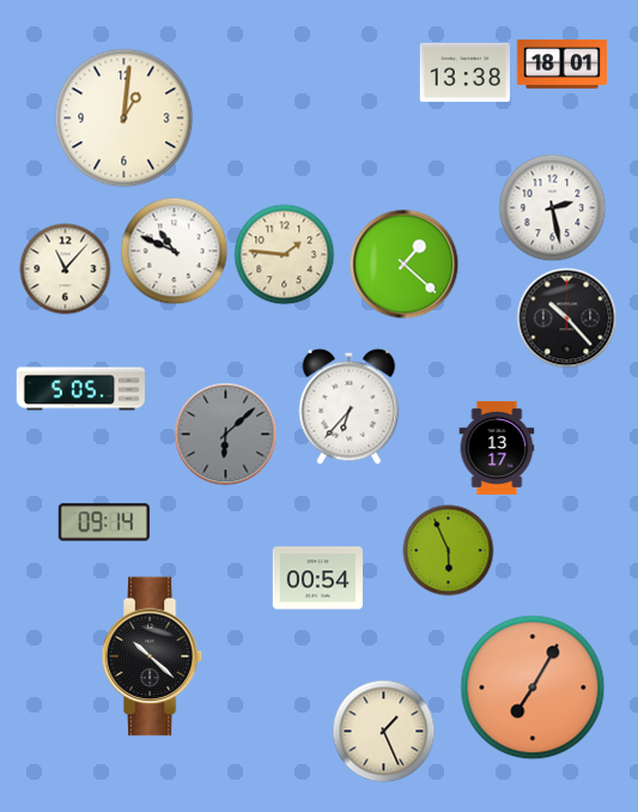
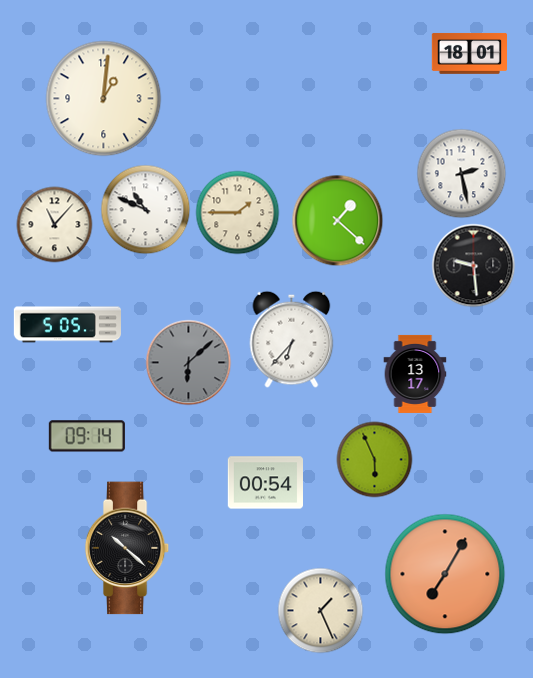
clock at (464, 72): 13:38 -> none
clock at (285, 255): 1:46 -> 1:45
clock at (567, 319): 10:23 -> 9:29
